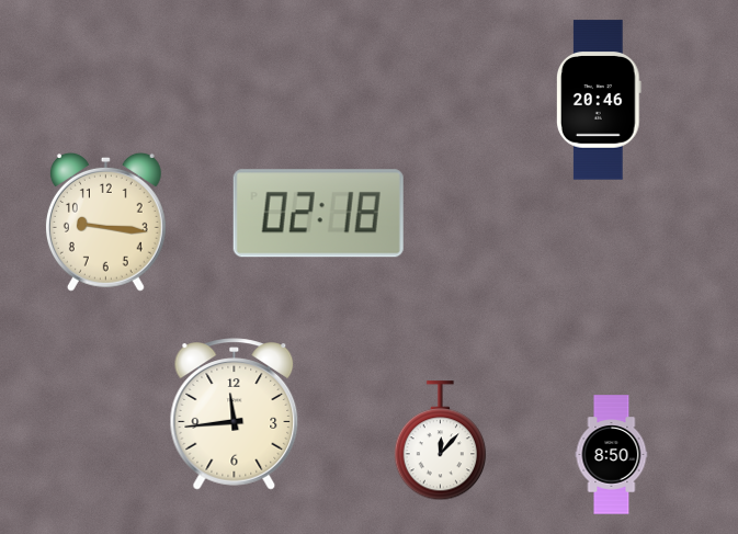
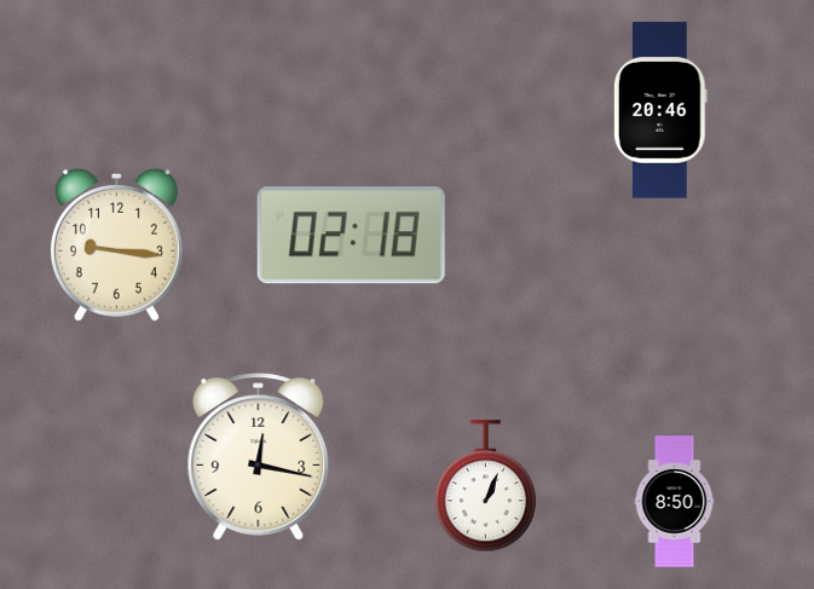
clock at (235, 414): 11:44 -> 12:17
clock at (440, 441): 12:07 -> 1:04
